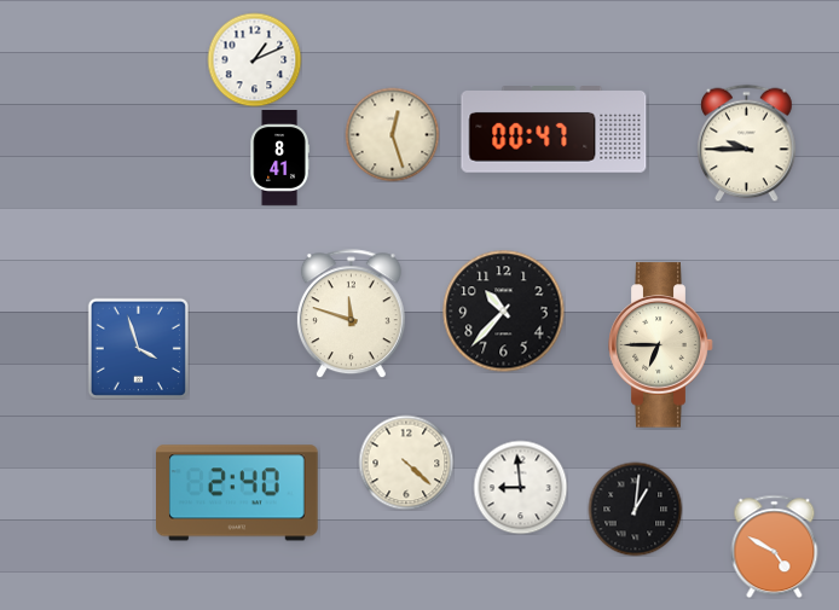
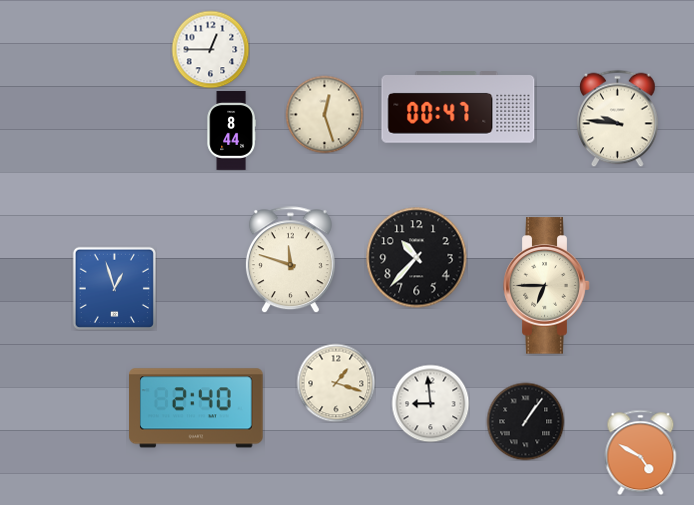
clock at (254, 59): 1:11 -> 12:45
clock at (392, 134) position: (392, 134) -> (324, 114)
clock at (747, 143): 9:45 -> 9:46
clock at (279, 158): 8:41 -> 8:44
clock at (138, 348): 3:57 -> 12:57
clock at (406, 463): 4:22 -> 1:18
clock at (635, 509): 1:01 -> 1:06
